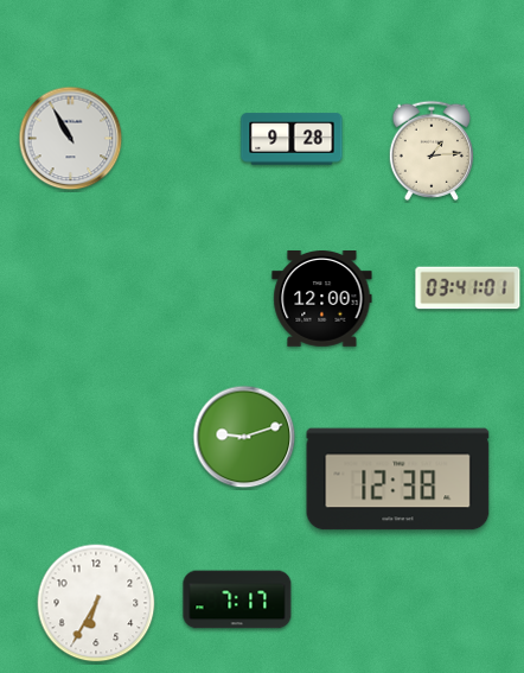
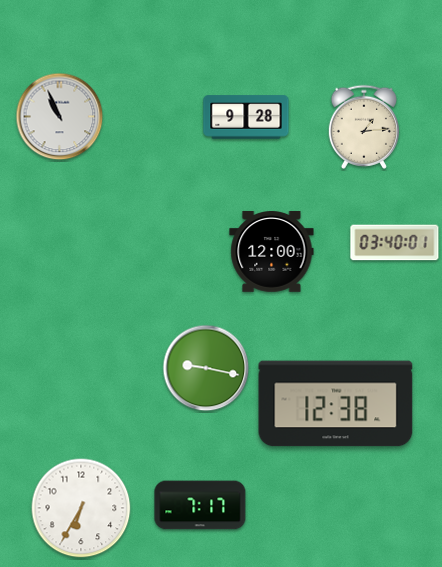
clock at (71, 139): 10:55 -> 10:56
clock at (468, 288): 03:41 -> 03:40
clock at (244, 437): 9:12 -> 9:17
